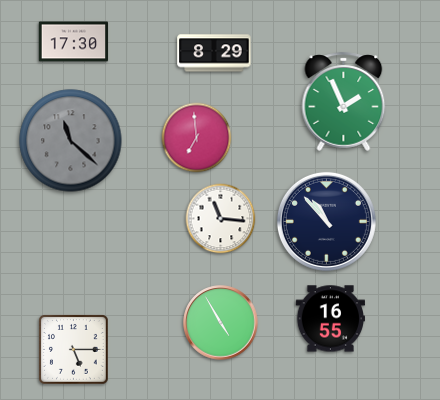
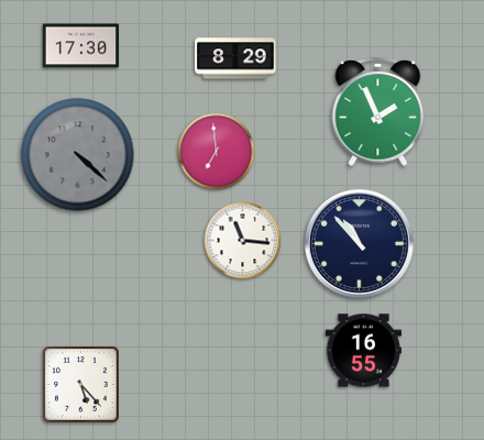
clock at (71, 141): 11:22 -> 4:22
clock at (221, 323): 4:55 -> none
clock at (74, 350): 5:15 -> 5:23
